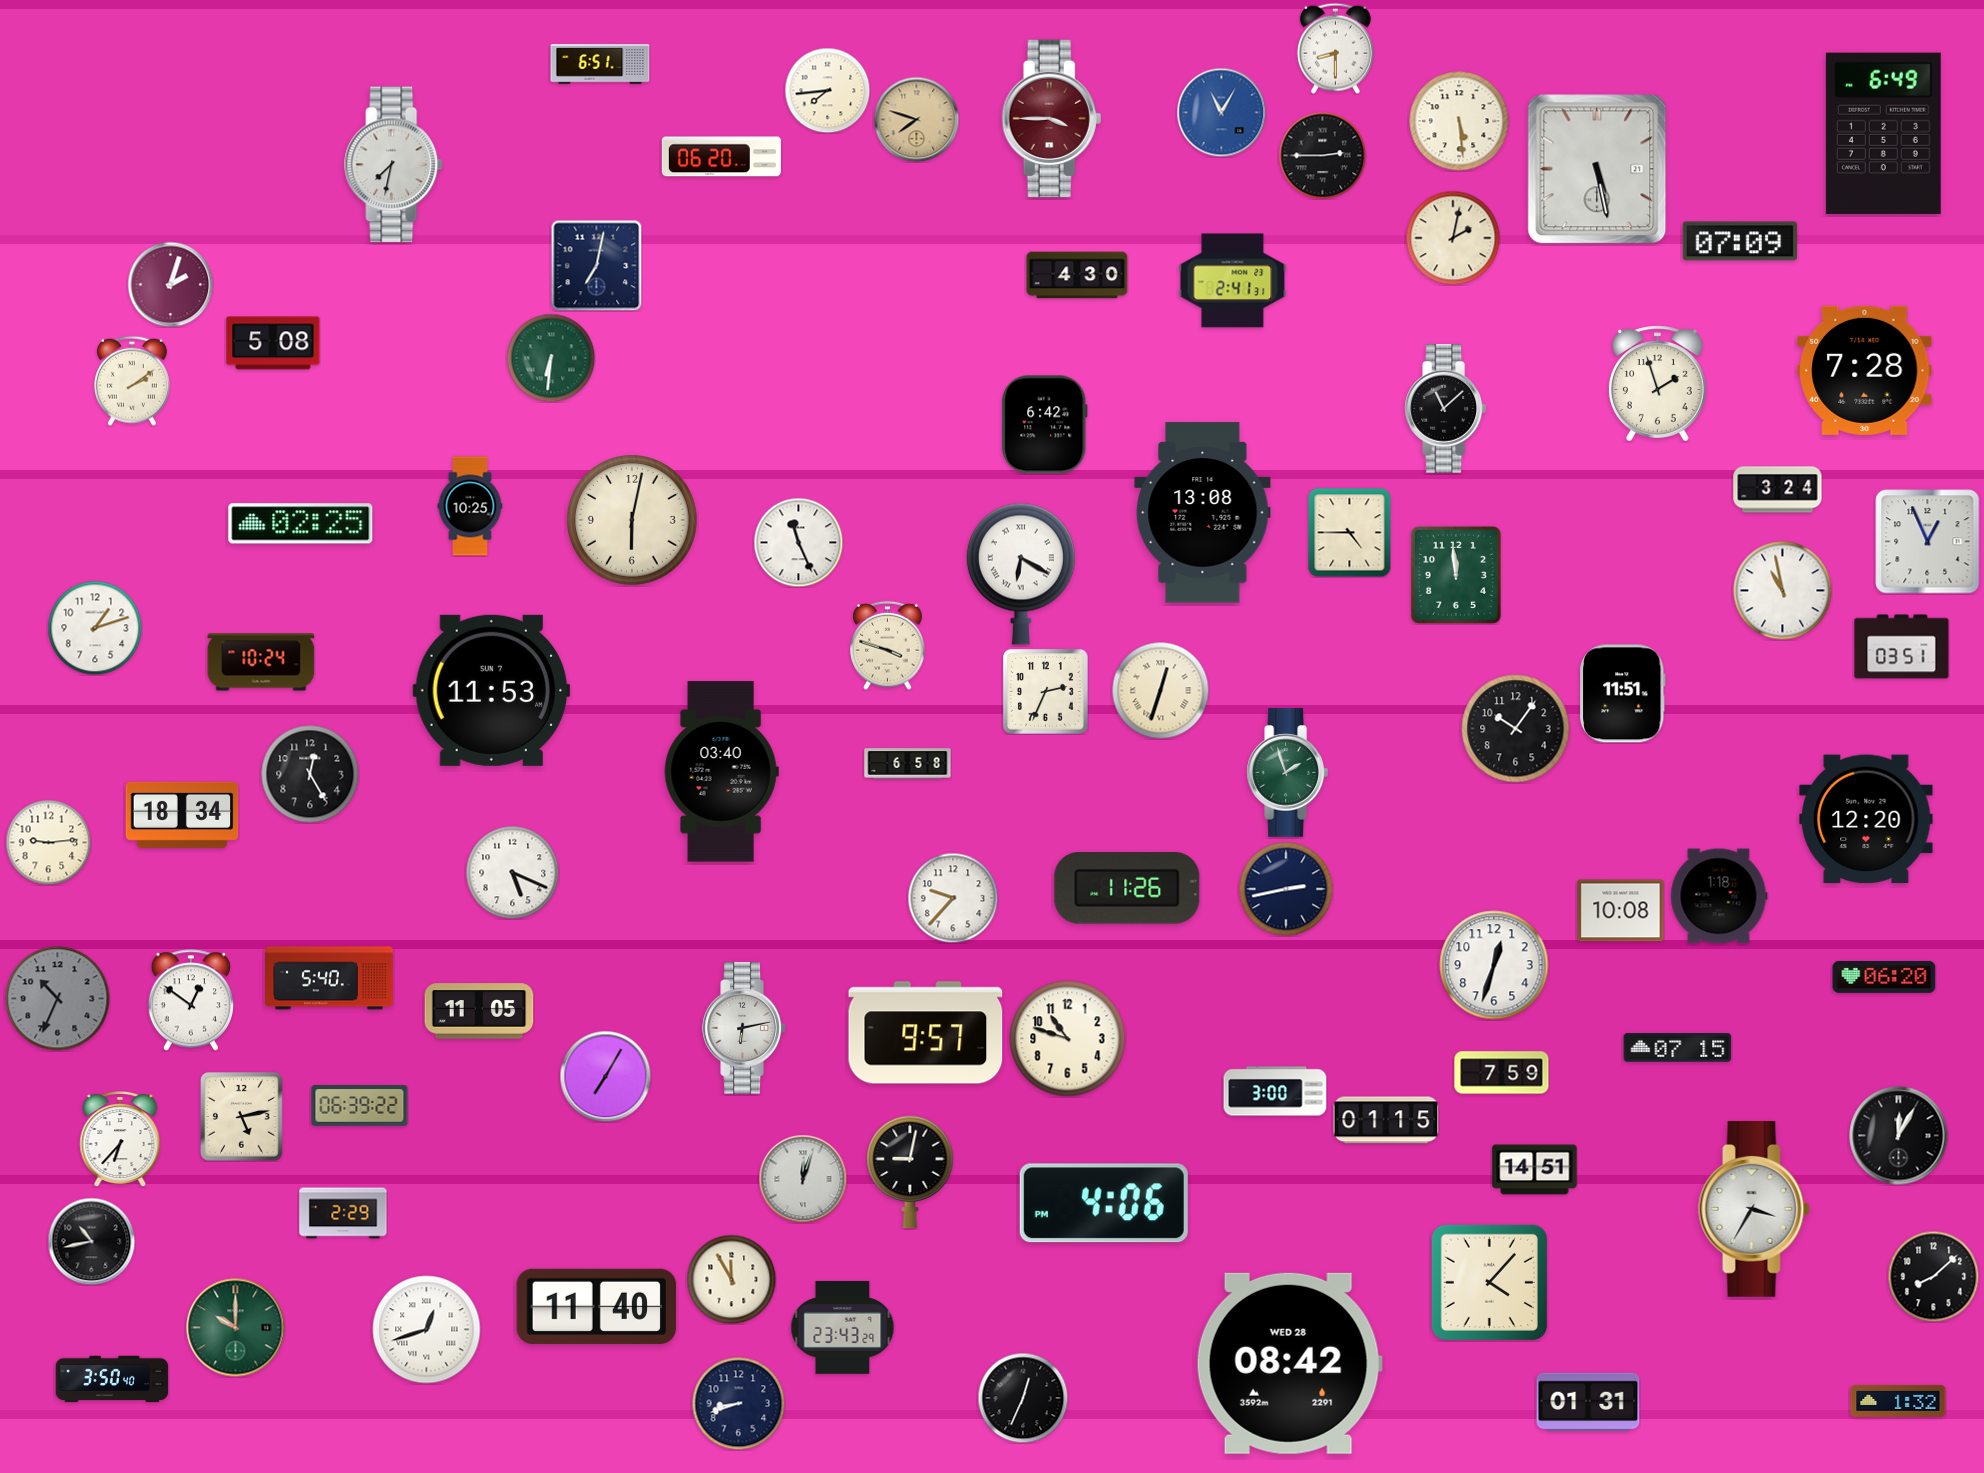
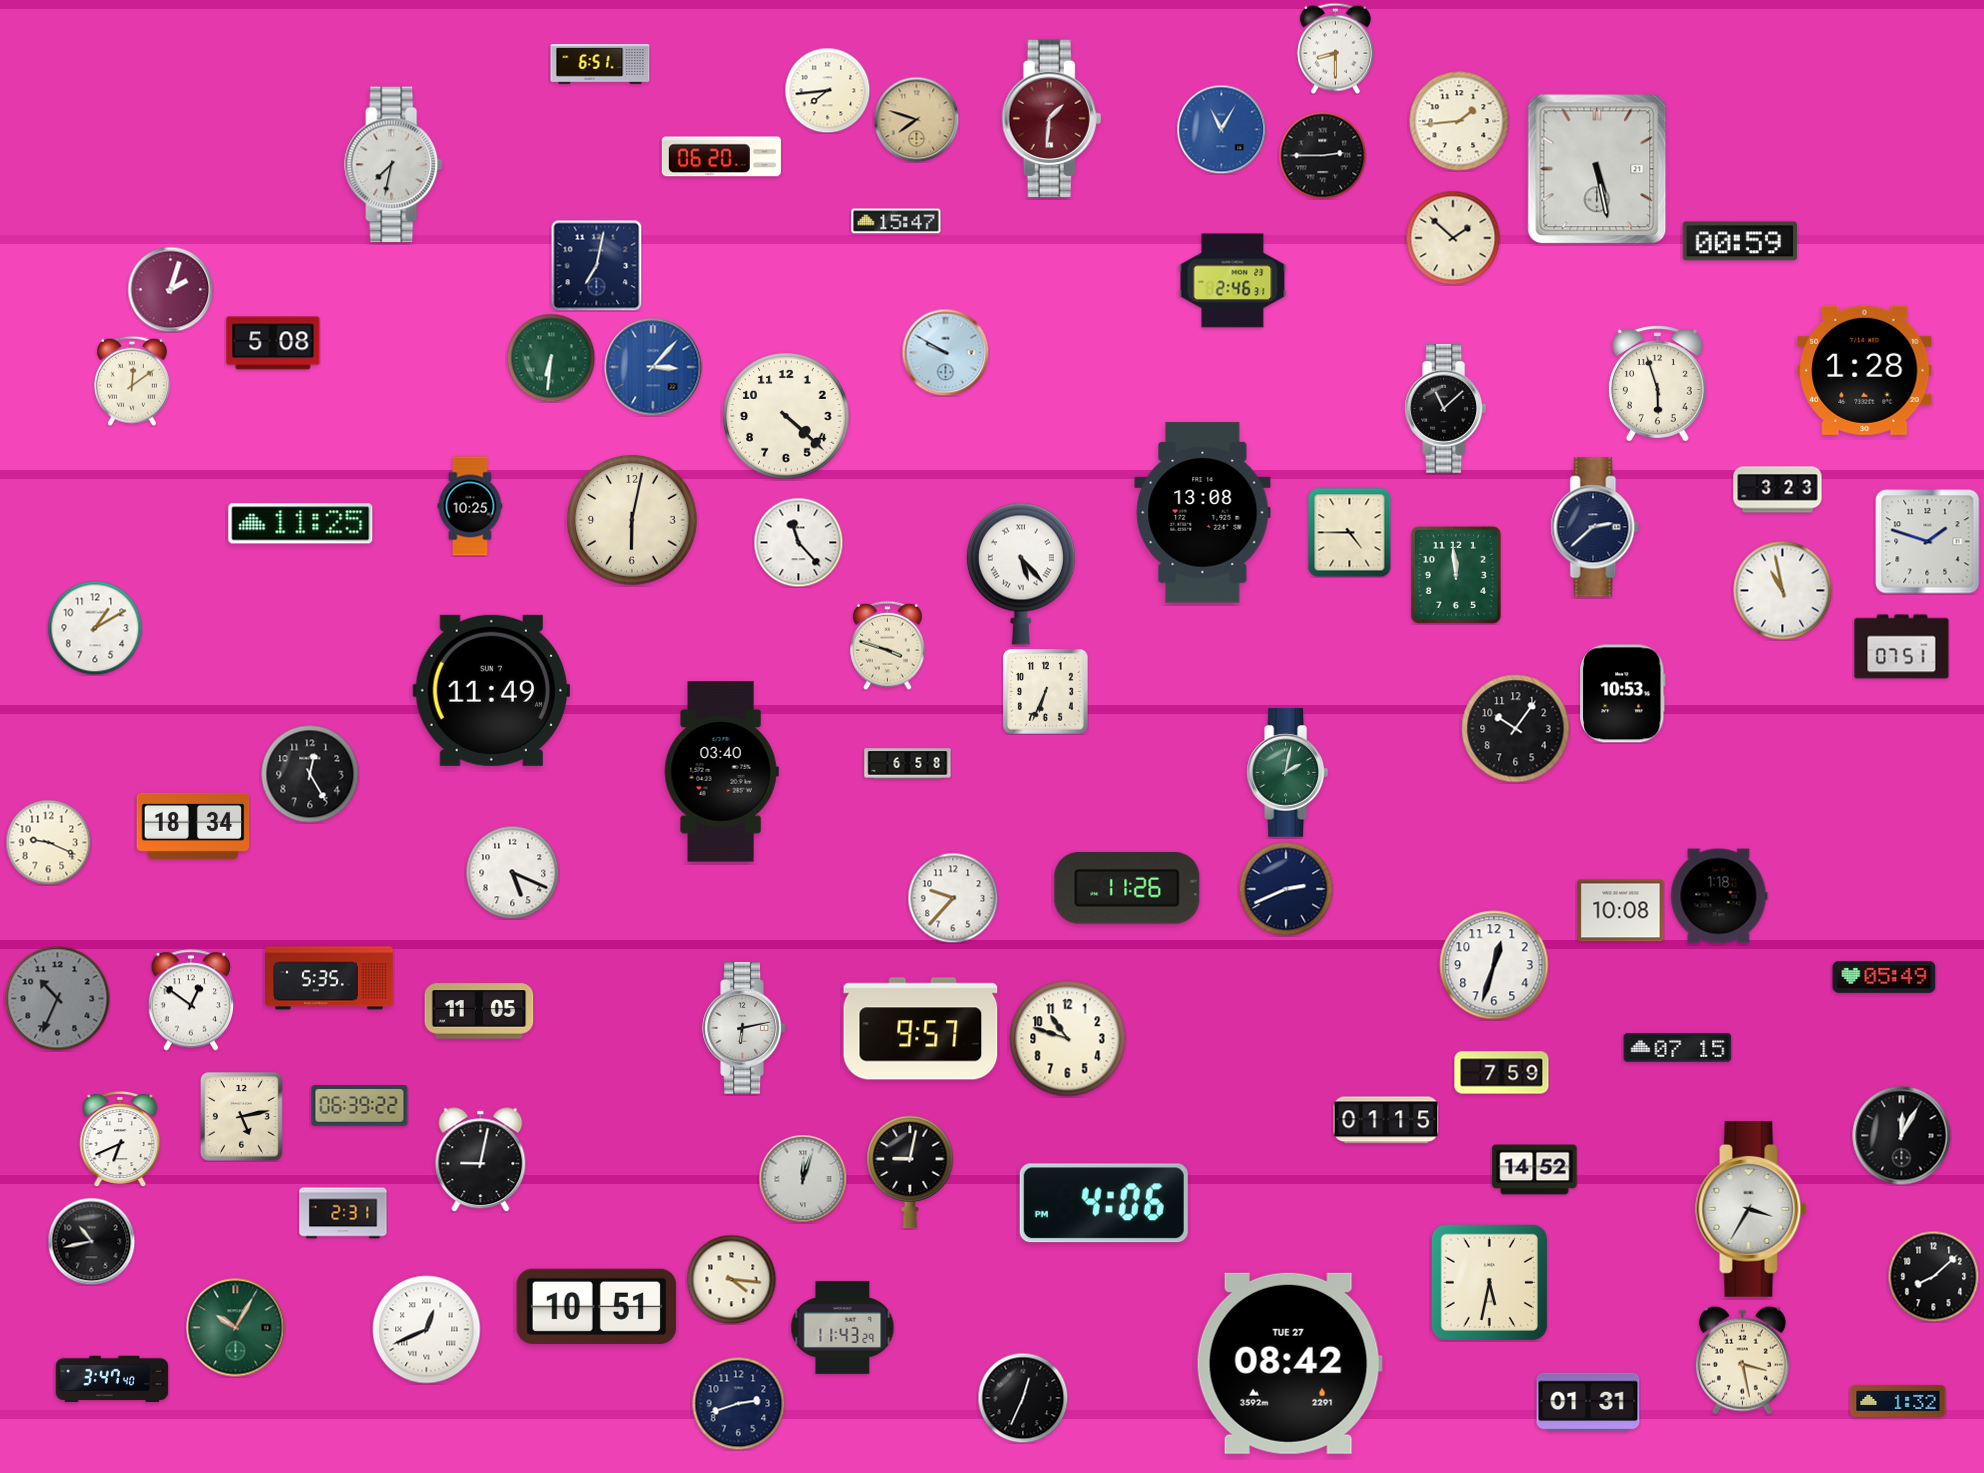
clock at (1221, 112) position: (1221, 112) -> (1221, 129)
clock at (1052, 119): 3:45 -> 1:31
clock at (1459, 121): 5:29 -> 1:44
clock at (1883, 133): 6:49 -> none
clock at (896, 221): none -> 15:47
clock at (1453, 238): 2:02 -> 1:52
clock at (1739, 241): 07:09 -> 00:59
clock at (1077, 275): 4:30 -> none
clock at (1233, 281): 2:41 -> 2:46
clock at (170, 284) position: (170, 284) -> (170, 289)
clock at (945, 352): none -> 9:50
clock at (653, 367): none -> 3:07
clock at (1865, 370): 7:28 -> 1:28
clock at (132, 381): 2:09 -> 12:09
clock at (1657, 384): 1:57 -> 5:57
clock at (786, 416): none -> 4:22
clock at (1045, 425): 6:42 -> none
clock at (1778, 490): 3:24 -> 3:23
clock at (301, 524): 02:25 -> 11:25
clock at (1595, 527): none -> 2:38
clock at (798, 542): 11:26 -> 11:23
clock at (1928, 542): 12:56 -> 1:48
clock at (1021, 574): 6:20 -> 5:23
clock at (95, 628): 1:12 -> 1:10
clock at (1902, 647): 03:51 -> 07:51
clock at (261, 662): 10:24 -> none
clock at (492, 690): 11:53 -> 11:49
clock at (1160, 690): 12:33 -> none
clock at (1046, 692): 2:34 -> 6:34
clock at (1623, 694): 11:51 -> 10:53
clock at (1287, 773): 1:57 -> 2:02
clock at (182, 815) position: (182, 815) -> (193, 826)
clock at (1866, 819): 12:20 -> none
clock at (48, 842): 9:14 -> 9:19
clock at (1286, 889): 2:43 -> 2:41
clock at (1884, 977): 06:20 -> 05:49
clock at (329, 978): 5:40 -> 5:35
clock at (926, 1033) position: (926, 1033) -> (921, 1029)
clock at (605, 1076): 7:05 -> none
clock at (1275, 1091): 3:00 -> none
clock at (1899, 1136) position: (1899, 1136) -> (1902, 1136)
clock at (120, 1140): 6:37 -> 6:41
clock at (481, 1160): none -> 9:02
clock at (1535, 1170): 14:51 -> 14:52
clock at (1754, 1209) position: (1754, 1209) -> (1751, 1209)
clock at (343, 1213): 2:29 -> 2:31
clock at (731, 1279): 11:55 -> 4:16
clock at (1489, 1282): 4:07 -> 5:32
clock at (597, 1306): 11:40 -> 10:51
clock at (843, 1327): 23:43 -> 11:43
clock at (236, 1328): 10:00 -> 10:05
clock at (427, 1330): 12:42 -> 12:41
clock at (1742, 1360): none -> 3:28
clock at (1289, 1363) date: WED 28 -> TUE 27
clock at (112, 1379): 3:50 -> 3:47
clock at (738, 1403): 8:42 -> 2:42
